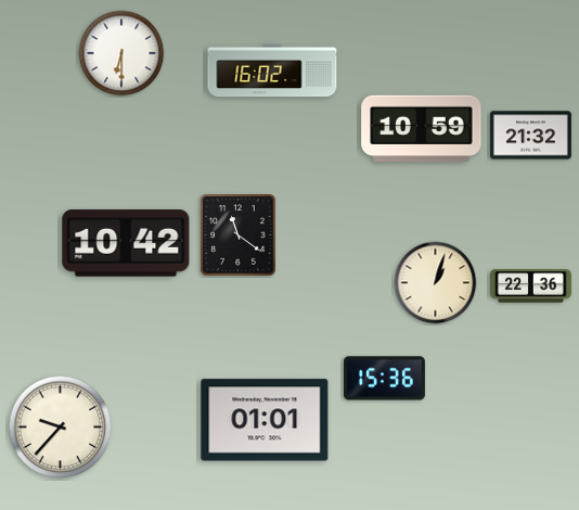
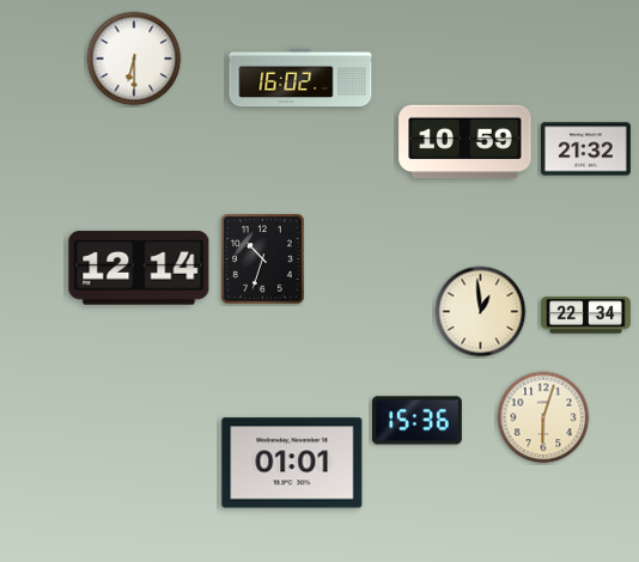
clock at (239, 235): 11:21 -> 10:33
clock at (126, 243): 10:42 -> 12:14
clock at (436, 283): 1:03 -> 12:59
clock at (530, 286): 22:36 -> 22:34
clock at (384, 379) position: (384, 379) -> (416, 421)
clock at (543, 417): none -> 6:03
clock at (61, 428): 9:37 -> none
